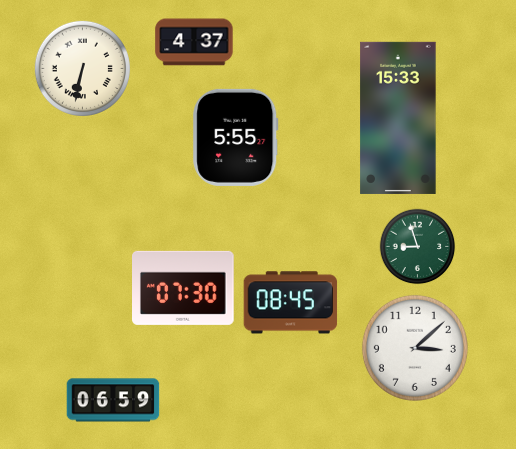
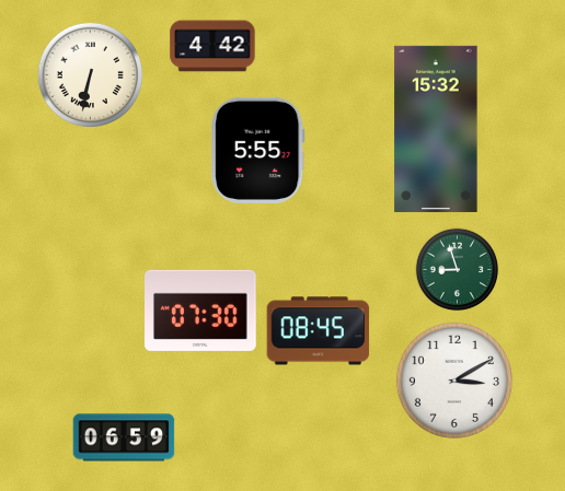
clock at (194, 42): 4:37 -> 4:42
clock at (398, 118): 15:33 -> 15:32
clock at (184, 288) position: (184, 288) -> (201, 311)
clock at (415, 348): 3:08 -> 3:10
